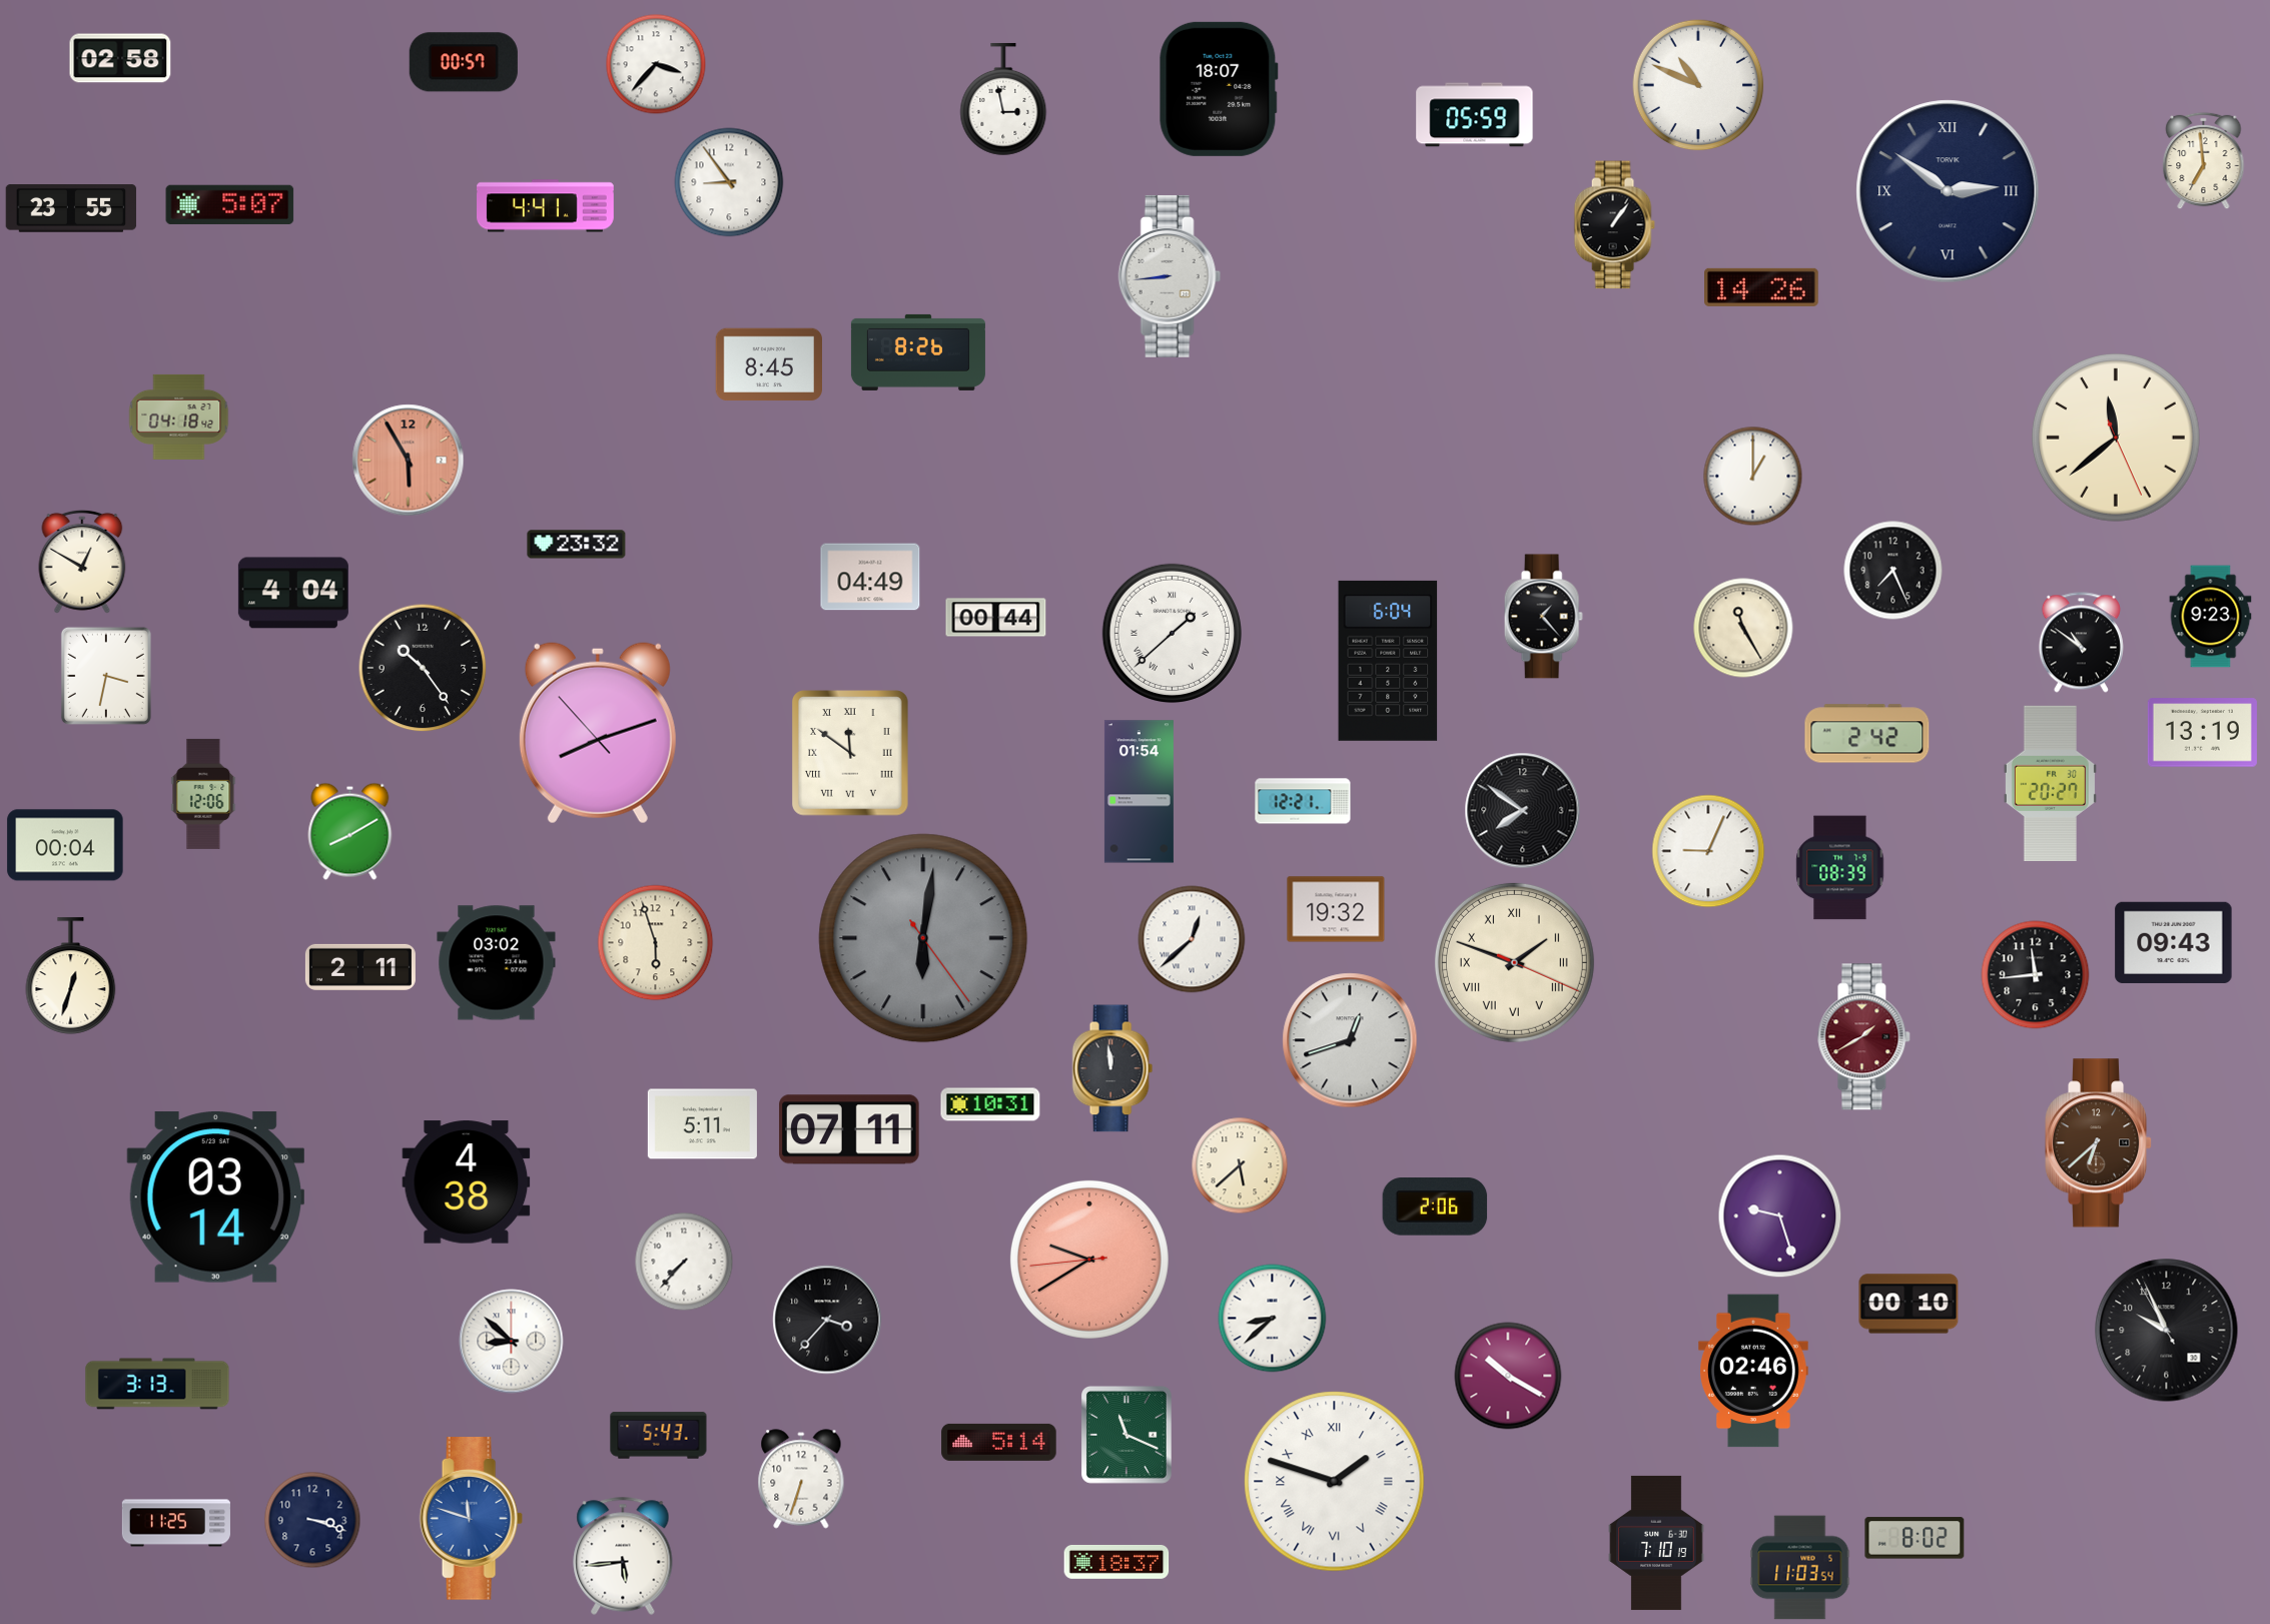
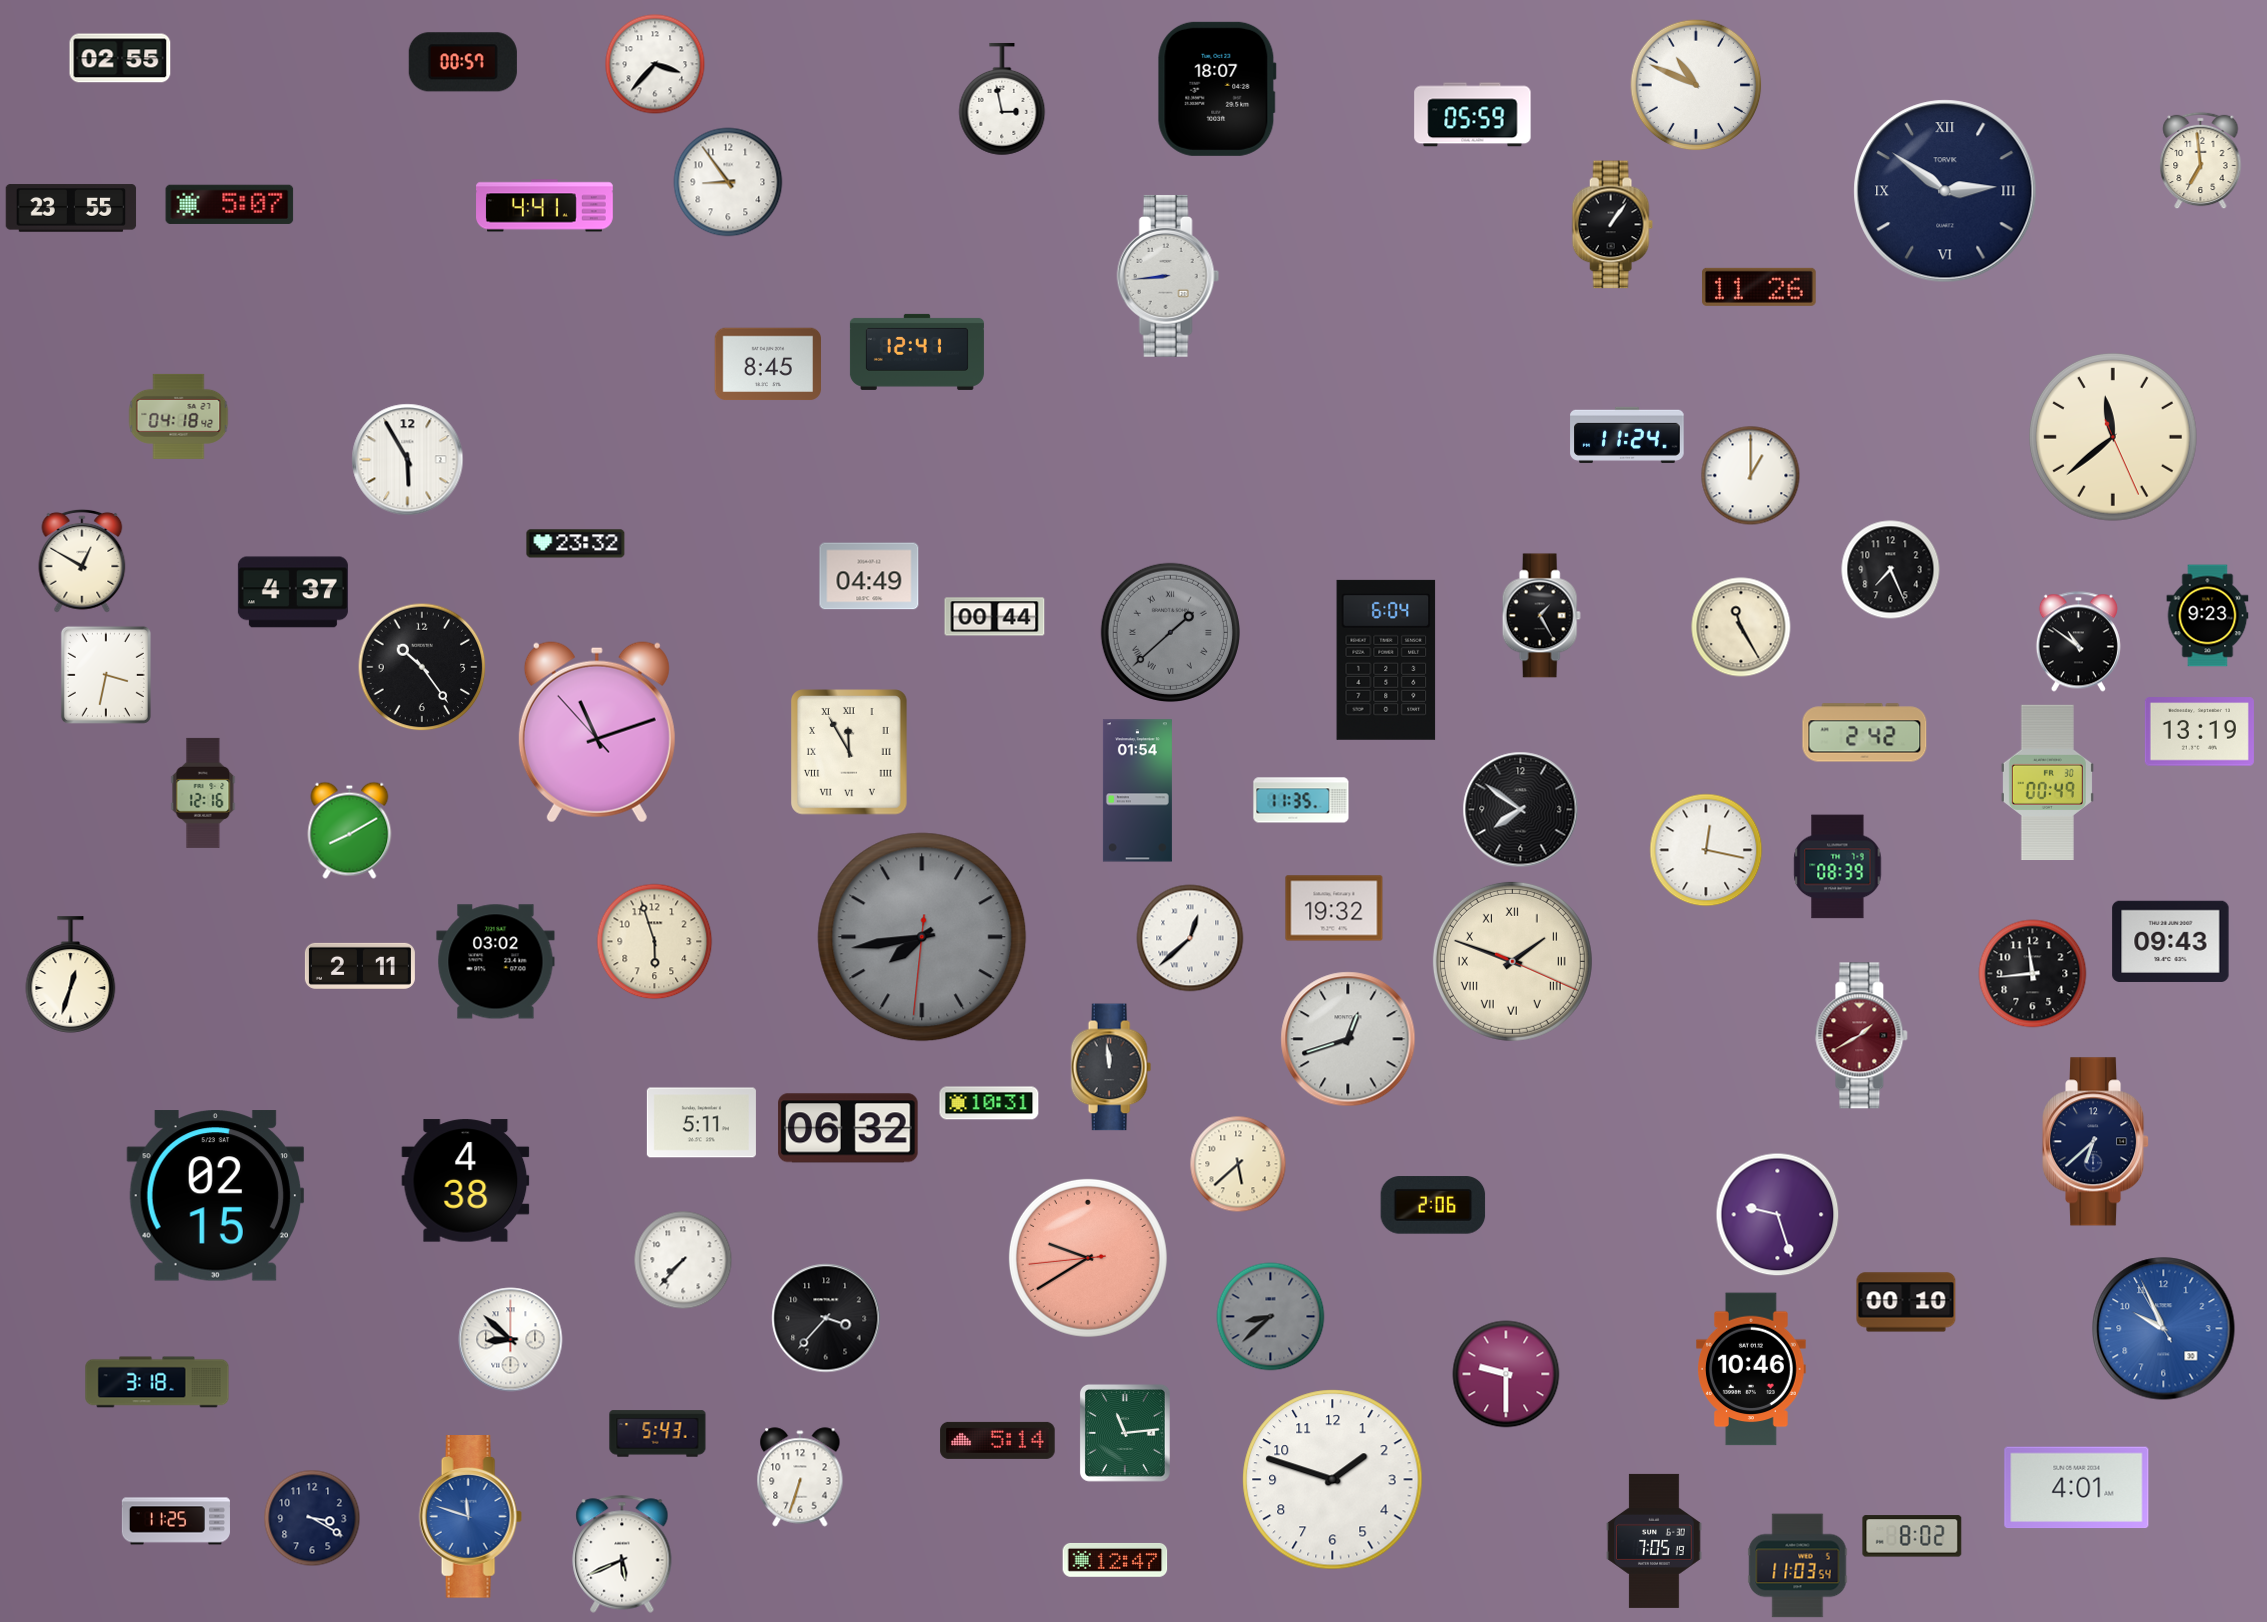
clock at (120, 58): 02:58 -> 02:55
clock at (1762, 287): 14:26 -> 11:26
clock at (918, 352): 8:26 -> 12:41
clock at (1627, 435): none -> 11:24
clock at (409, 461) dial: salmon -> white
clock at (293, 593): 4:04 -> 4:37
clock at (1543, 617): 1:23 -> 1:25
clock at (1172, 633) dial: white -> grey
clock at (598, 733): 8:11 -> 11:11
clock at (850, 753): 11:51 -> 11:55
clock at (2050, 783): 20:27 -> 00:49
clock at (203, 794): 12:06 -> 12:16
clock at (1303, 801): 12:21 -> 11:35
clock at (65, 845): 00:04 -> none
clock at (1708, 851): 9:04 -> 12:17
clock at (923, 938): 6:01 -> 7:43
clock at (849, 1129): 07:11 -> 06:32
clock at (2099, 1143) dial: brown -> navy
clock at (215, 1197): 03:14 -> 02:15
clock at (1273, 1319) dial: white -> grey
clock at (2167, 1331) dial: black -> blue
clock at (1754, 1371): 02:46 -> 10:46
clock at (1508, 1376): 10:20 -> 9:30
clock at (157, 1384): 3:13 -> 3:18
clock at (1126, 1435): 11:19 -> 11:14
clock at (1335, 1482) numerals: Roman -> Arabic
clock at (2077, 1488): none -> 4:01
clock at (312, 1520): 3:18 -> 3:20
clock at (1656, 1543): 7:10 -> 7:05
clock at (623, 1556): 5:44 -> 5:41
clock at (1116, 1562): 18:37 -> 12:47
